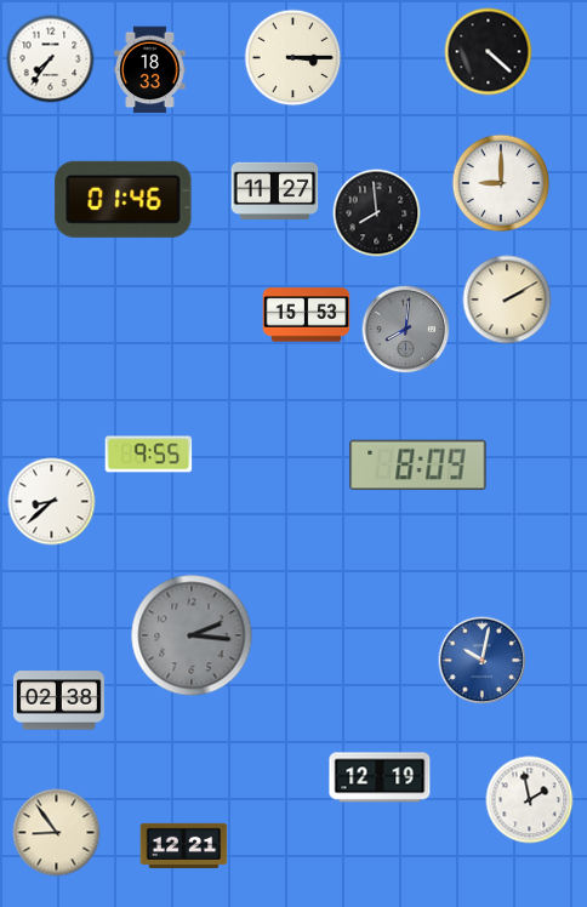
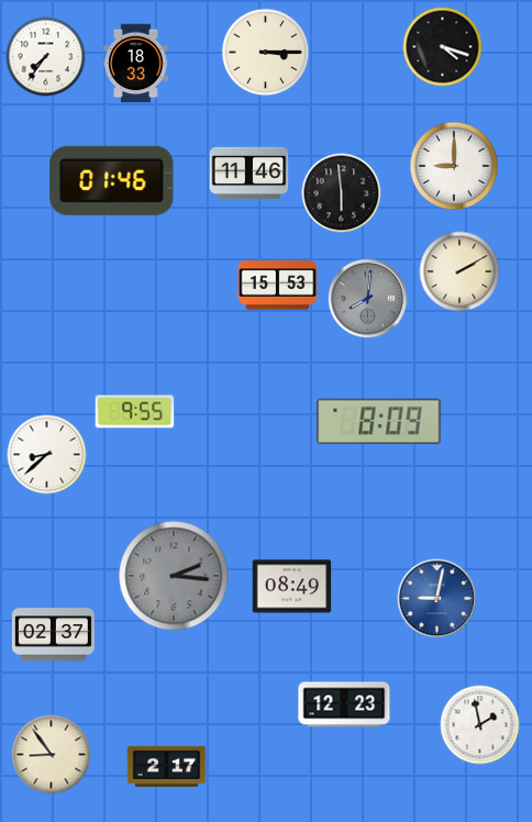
clock at (489, 52): 4:22 -> 4:18
clock at (51, 59) position: (51, 59) -> (46, 57)
clock at (275, 190): 11:27 -> 11:46
clock at (377, 213): 7:59 -> 5:59
clock at (292, 587): none -> 08:49
clock at (483, 661): 10:02 -> 9:02
clock at (58, 701): 02:38 -> 02:37
clock at (380, 777): 12:19 -> 12:23
clock at (184, 845): 12:21 -> 2:17
